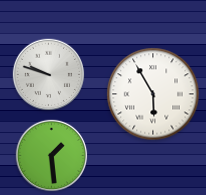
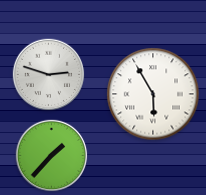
clock at (49, 75): 9:48 -> 2:48
clock at (52, 156): 1:29 -> 1:37
